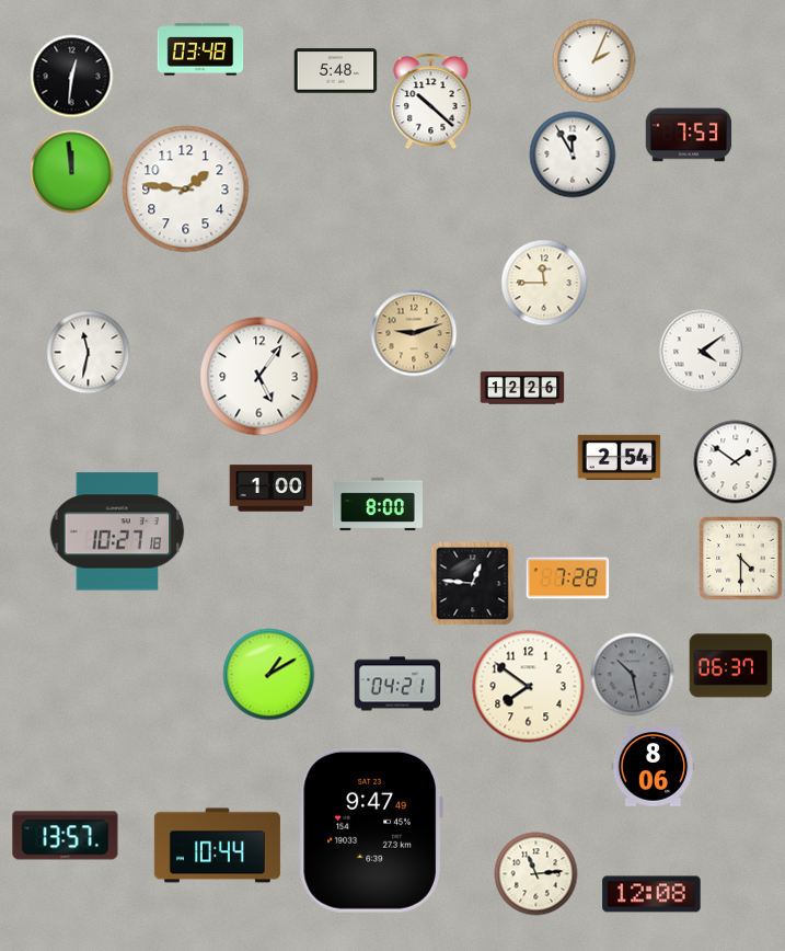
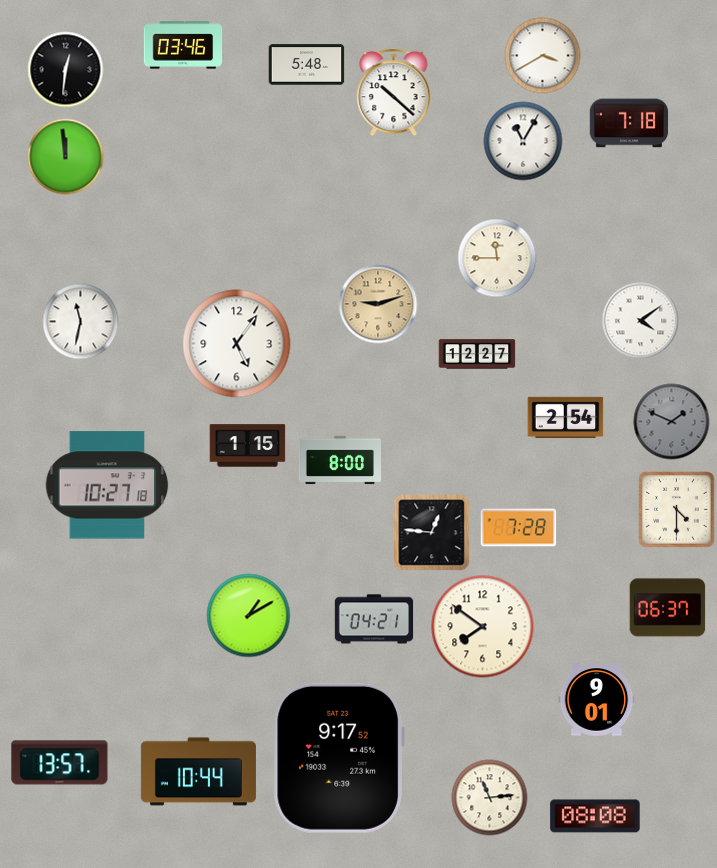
clock at (200, 49): 03:48 -> 03:46
clock at (594, 61): 2:04 -> 3:40
clock at (689, 135): 7:53 -> 7:18
clock at (573, 154): 11:55 -> 11:05
clock at (186, 190): 1:46 -> none
clock at (522, 388): 12:26 -> 12:27
clock at (736, 462): 1:51 -> 1:49
clock at (736, 462) dial: white -> grey
clock at (272, 489): 1:00 -> 1:15
clock at (378, 504) position: (378, 504) -> (340, 460)
clock at (269, 675) position: (269, 675) -> (249, 616)
clock at (633, 675): 10:28 -> none
clock at (397, 684) position: (397, 684) -> (374, 619)
clock at (654, 767): 8:06 -> 9:01
clock at (371, 830): 9:47 -> 9:17
clock at (651, 894): 12:08 -> 08:08
